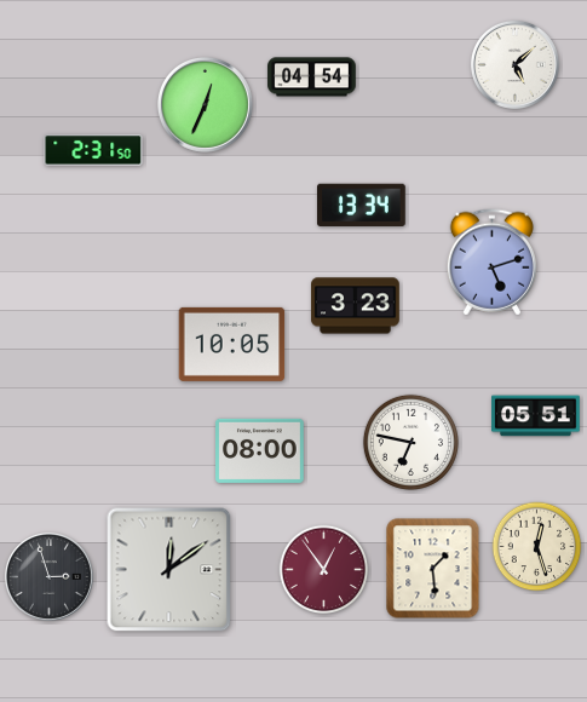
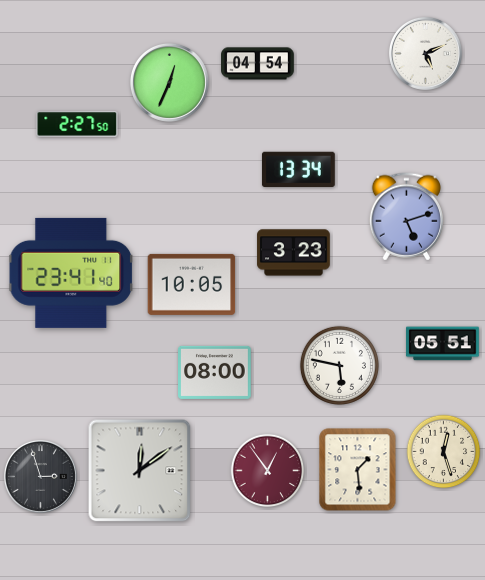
clock at (514, 64): 5:08 -> 5:11
clock at (205, 104) position: (205, 104) -> (169, 82)
clock at (93, 150): 2:31 -> 2:27
clock at (72, 273): none -> 23:41
clock at (410, 442): 6:47 -> 5:47
